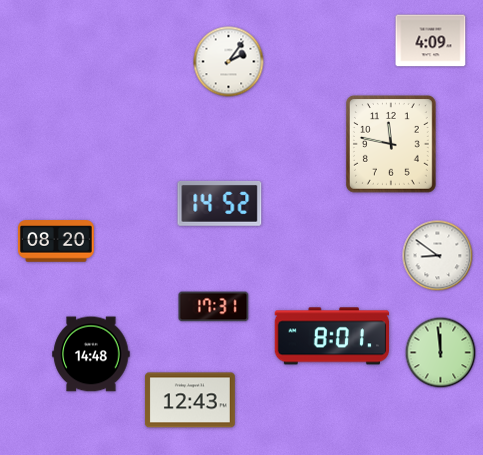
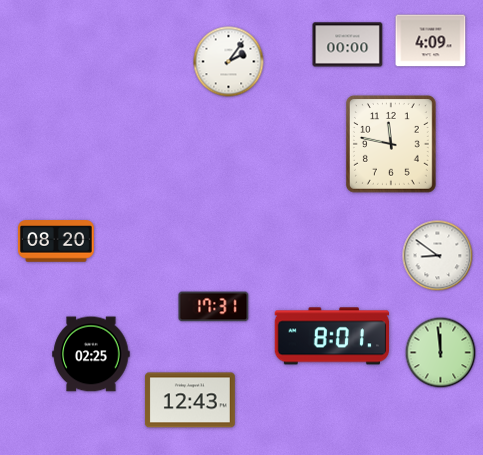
clock at (348, 45): none -> 00:00
clock at (220, 203): 14:52 -> none
clock at (91, 354): 14:48 -> 02:25
